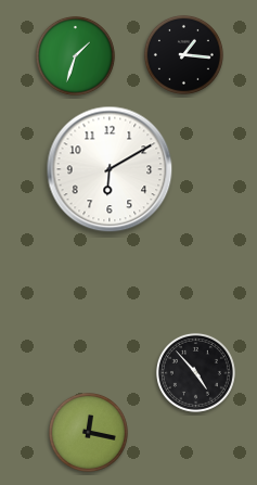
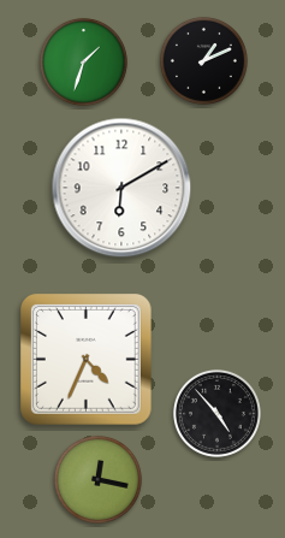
clock at (183, 54): 1:16 -> 1:11
clock at (87, 360): none -> 4:34
